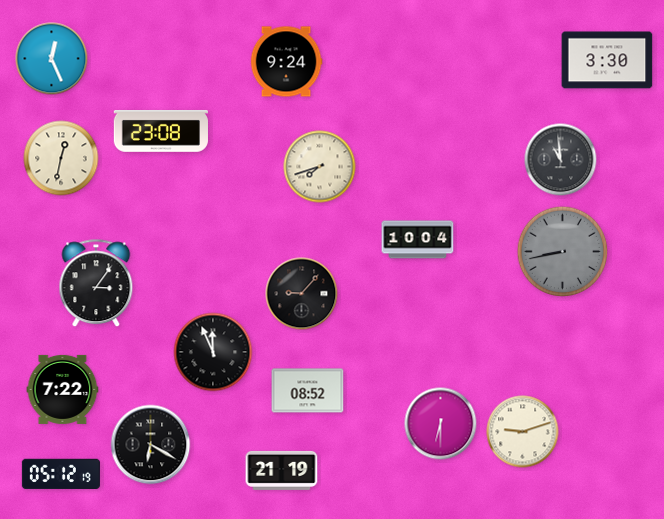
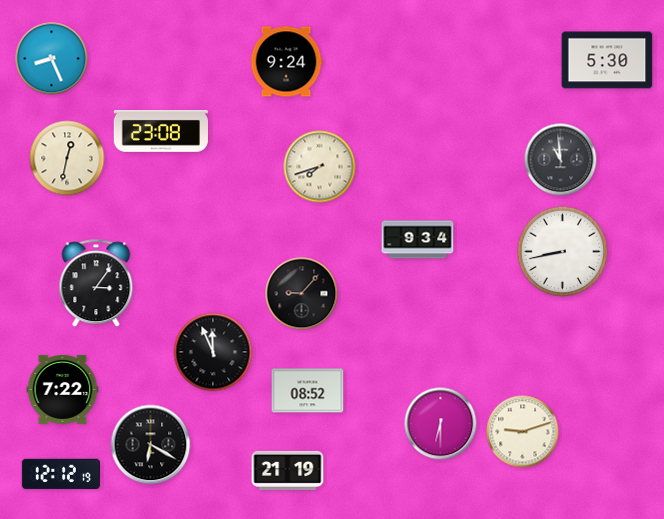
clock at (52, 59): 12:26 -> 8:26
clock at (607, 60): 3:30 -> 5:30
clock at (61, 158) position: (61, 158) -> (67, 158)
clock at (418, 240): 10:04 -> 9:34
clock at (563, 252) dial: grey -> white
clock at (282, 470) position: (282, 470) -> (288, 470)
clock at (61, 473): 05:12 -> 12:12
